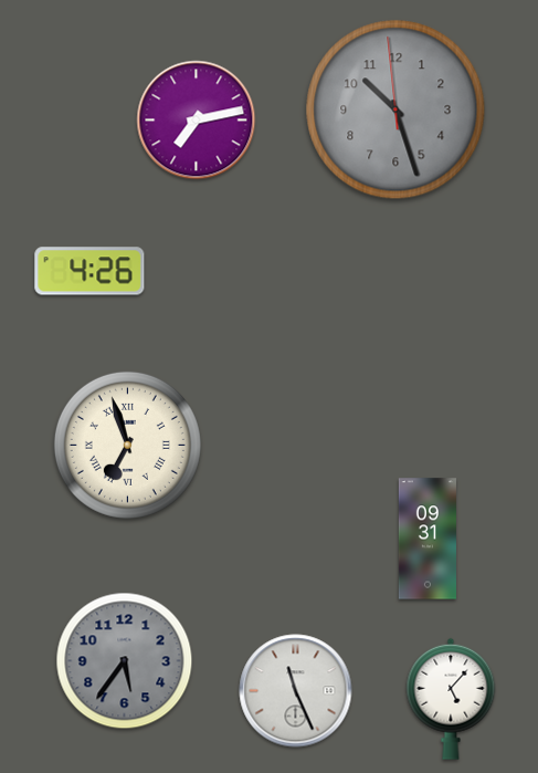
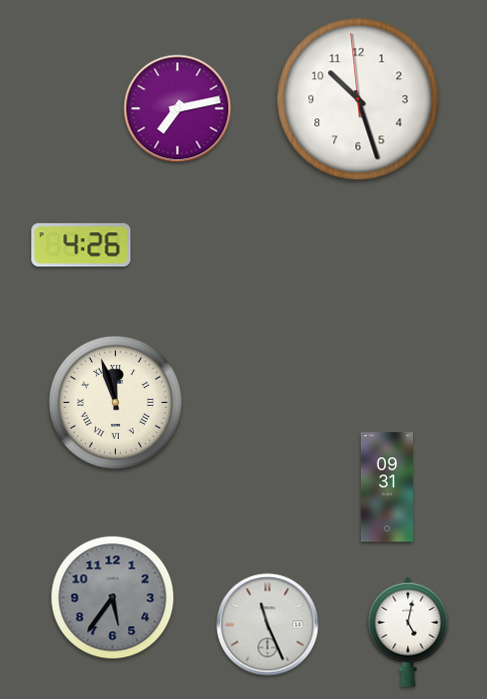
clock at (395, 109) dial: grey -> white
clock at (127, 445): 6:57 -> 11:57
clock at (451, 699): 5:07 -> 5:02
